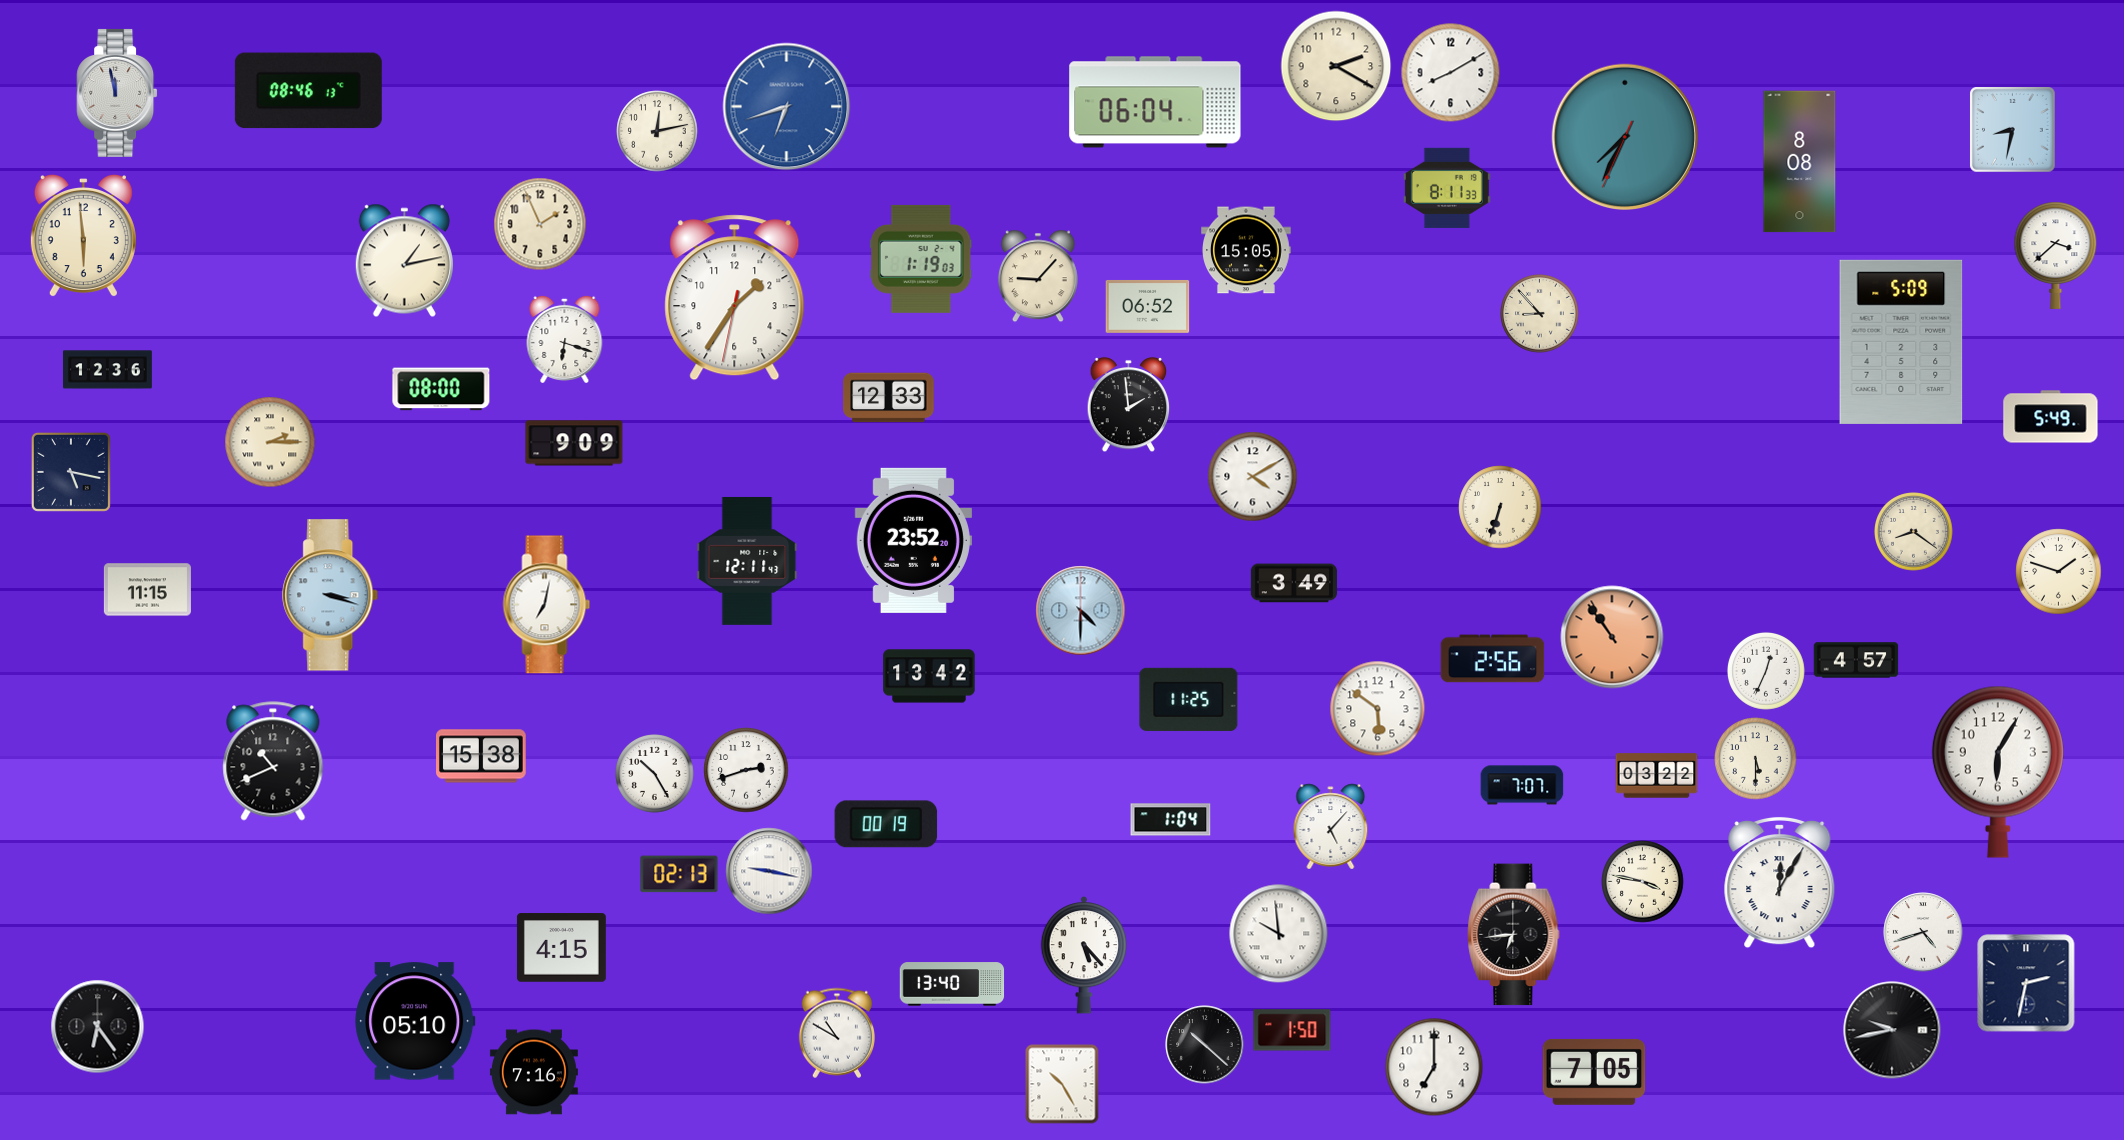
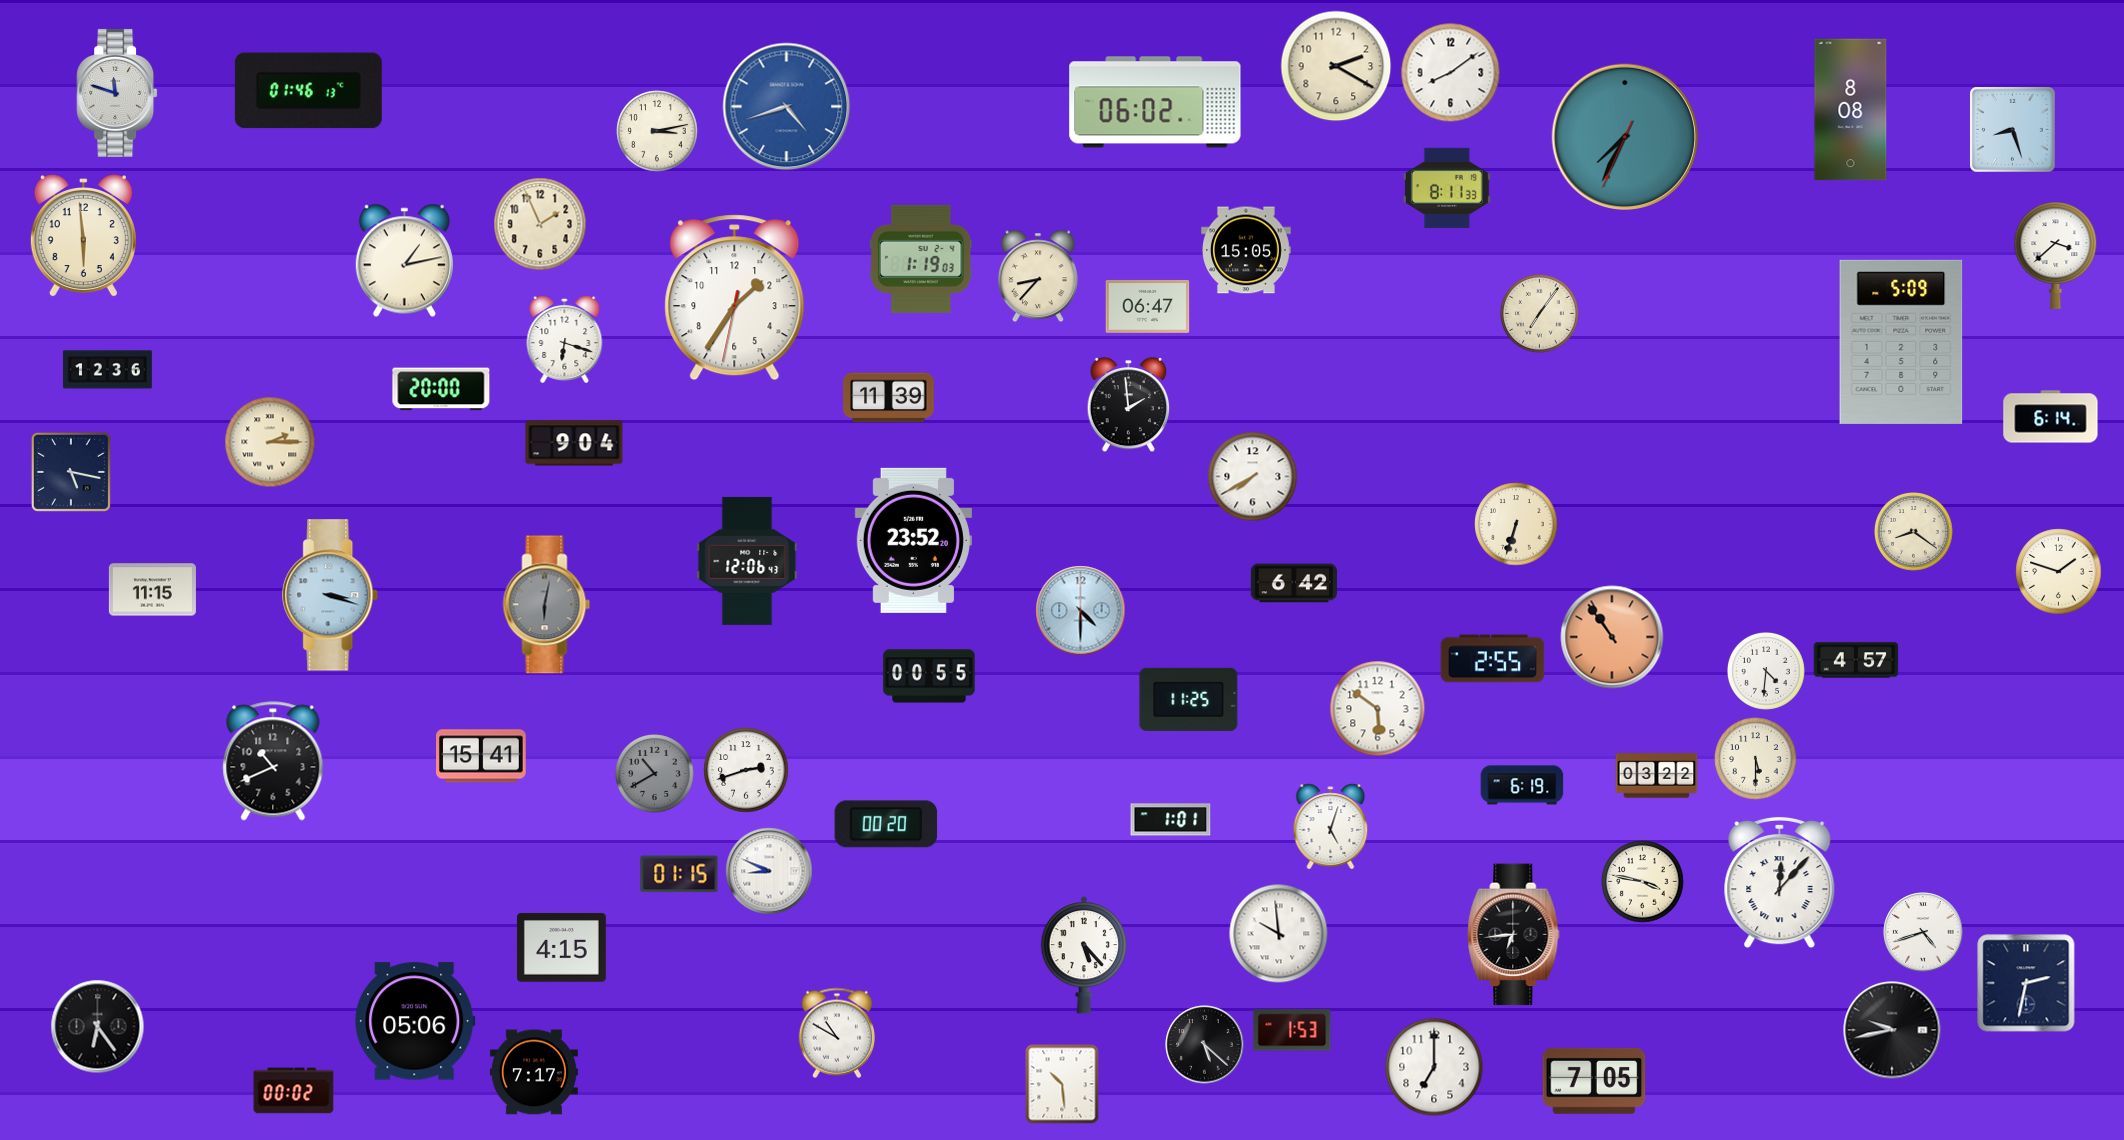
clock at (1451, 73): 8:10 -> 8:09
clock at (308, 91): 08:46 -> 01:46
clock at (117, 93): 11:58 -> 11:48
clock at (1155, 102): 06:04 -> 06:02
clock at (787, 107): 6:42 -> 4:42
clock at (2013, 130): 8:32 -> 8:27
clock at (657, 131): 12:13 -> 3:13
clock at (1800, 162) position: (1800, 162) -> (1851, 110)
clock at (1038, 276): 9:07 -> 8:37
clock at (1148, 306): 06:52 -> 06:47
clock at (1540, 314): 8:53 -> 7:06
clock at (441, 389): 08:00 -> 20:00
clock at (889, 398): 12:33 -> 11:39
clock at (2051, 417): 5:49 -> 6:14
clock at (574, 443): 9:09 -> 9:04
clock at (1253, 477): 4:10 -> 7:40
clock at (1500, 507) position: (1500, 507) -> (1516, 524)
clock at (747, 561): 12:11 -> 12:06
clock at (1294, 583): 3:49 -> 6:42
clock at (147, 590) position: (147, 590) -> (152, 590)
clock at (547, 605): 7:02 -> 6:02
clock at (547, 605) dial: white -> grey
clock at (1493, 659): 2:56 -> 2:55
clock at (1766, 671): 12:34 -> 4:31
clock at (929, 676): 13:42 -> 00:55
clock at (482, 756): 15:38 -> 15:41
clock at (1998, 772): 6:05 -> none
clock at (655, 774): 10:25 -> 10:40
clock at (655, 774) dial: white -> grey
clock at (1522, 785): 7:07 -> 6:19
clock at (1171, 820): 1:04 -> 1:01
clock at (886, 824): 00:19 -> 00:20
clock at (1331, 827): 5:07 -> 5:03
clock at (769, 871): 9:17 -> 8:49
clock at (679, 874): 02:13 -> 01:15
clock at (1780, 883): 12:05 -> 12:07
clock at (952, 984): 13:40 -> none
clock at (415, 1021): 05:10 -> 05:06
clock at (1292, 1030): 1:50 -> 1:53
clock at (1205, 1045): 10:22 -> 5:22
clock at (534, 1072): 7:16 -> 7:17
clock at (1594, 1072) position: (1594, 1072) -> (1594, 1081)
clock at (1062, 1084): 10:25 -> 10:29
clock at (294, 1091): none -> 00:02
